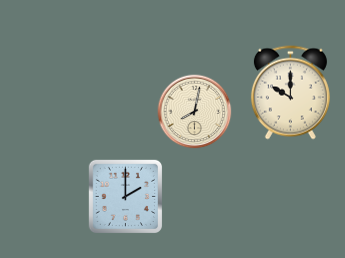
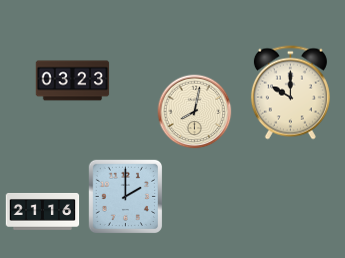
clock at (73, 81): none -> 03:23
clock at (43, 212): none -> 21:16
